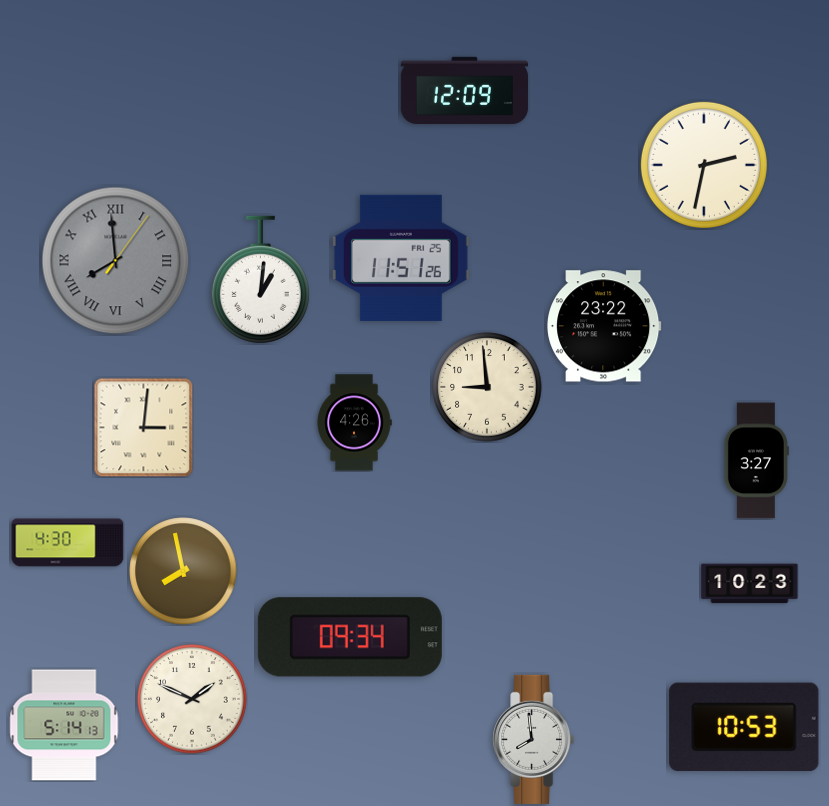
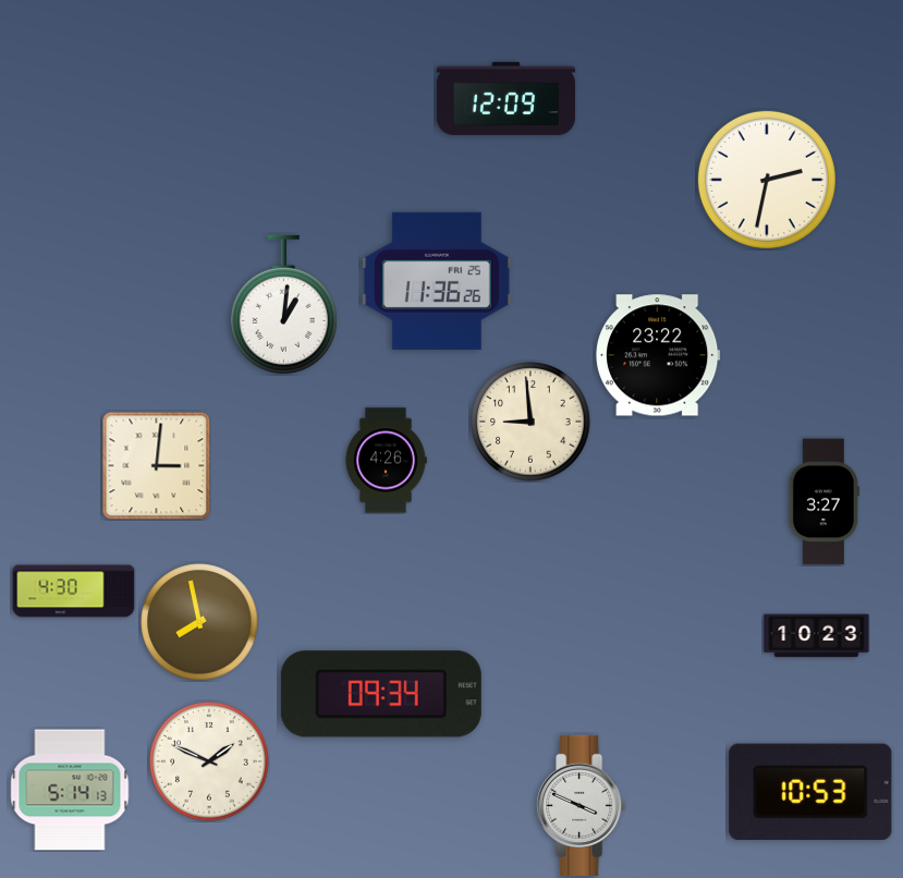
clock at (401, 258): 11:51 -> 11:36
clock at (116, 261): 7:59 -> none
clock at (534, 739): 7:59 -> 3:49
